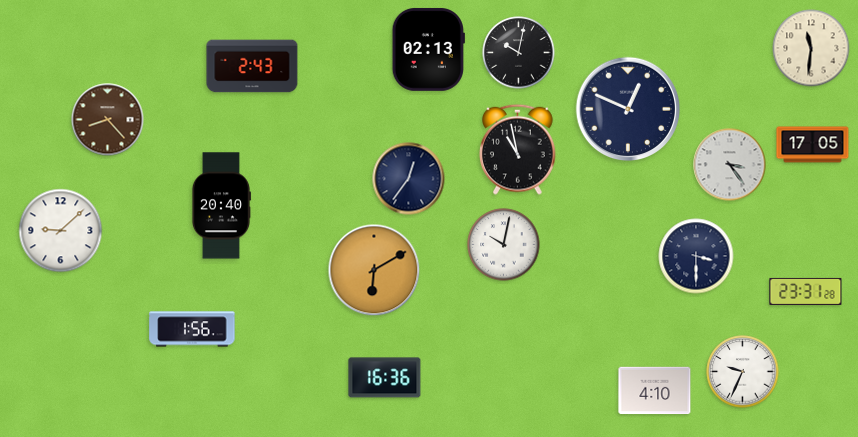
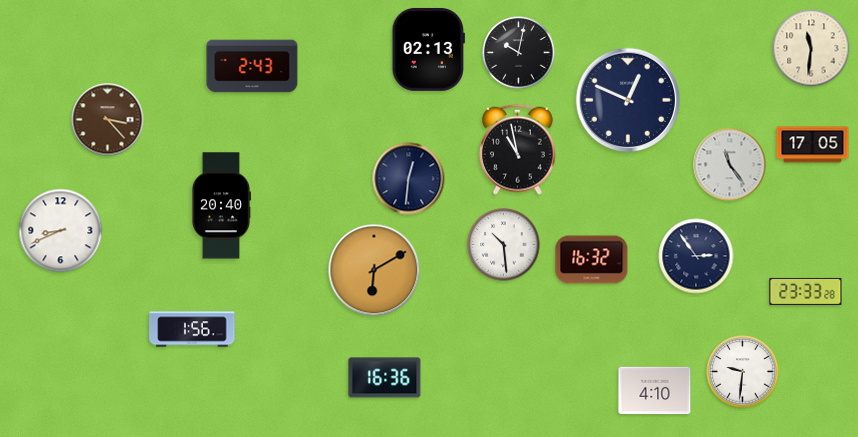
clock at (628, 109) position: (628, 109) -> (628, 100)
clock at (108, 120): 8:23 -> 3:23
clock at (730, 165): 3:24 -> 11:24
clock at (409, 179): 12:36 -> 12:31
clock at (61, 231): 9:08 -> 8:41
clock at (504, 245): 10:02 -> 10:29
clock at (696, 256): 3:30 -> 2:54
clock at (592, 260): none -> 16:32
clock at (806, 291): 23:31 -> 23:33
clock at (743, 372): 9:34 -> 9:31
